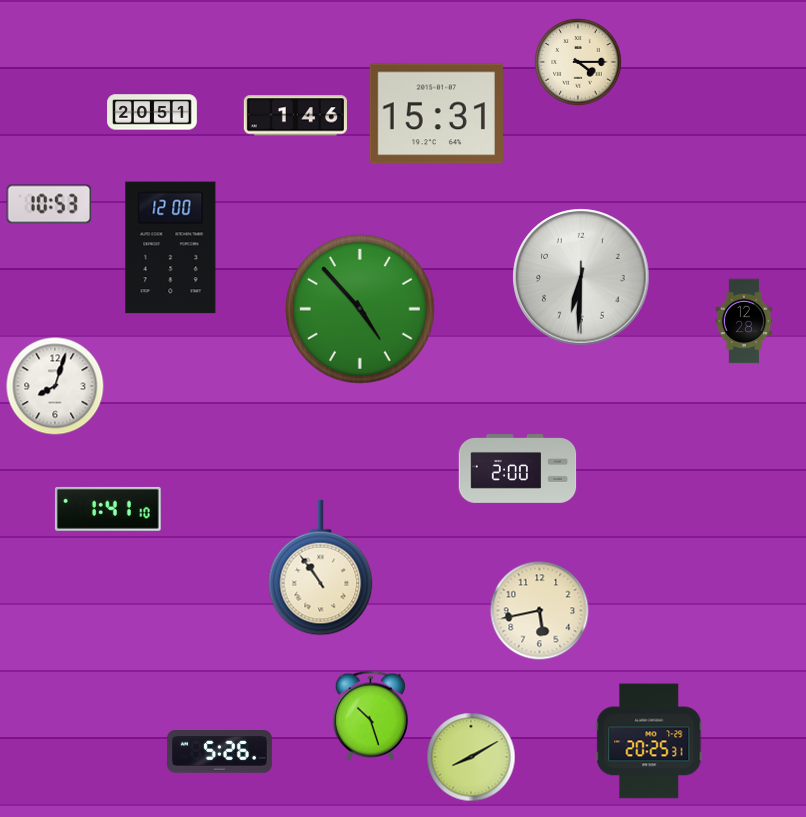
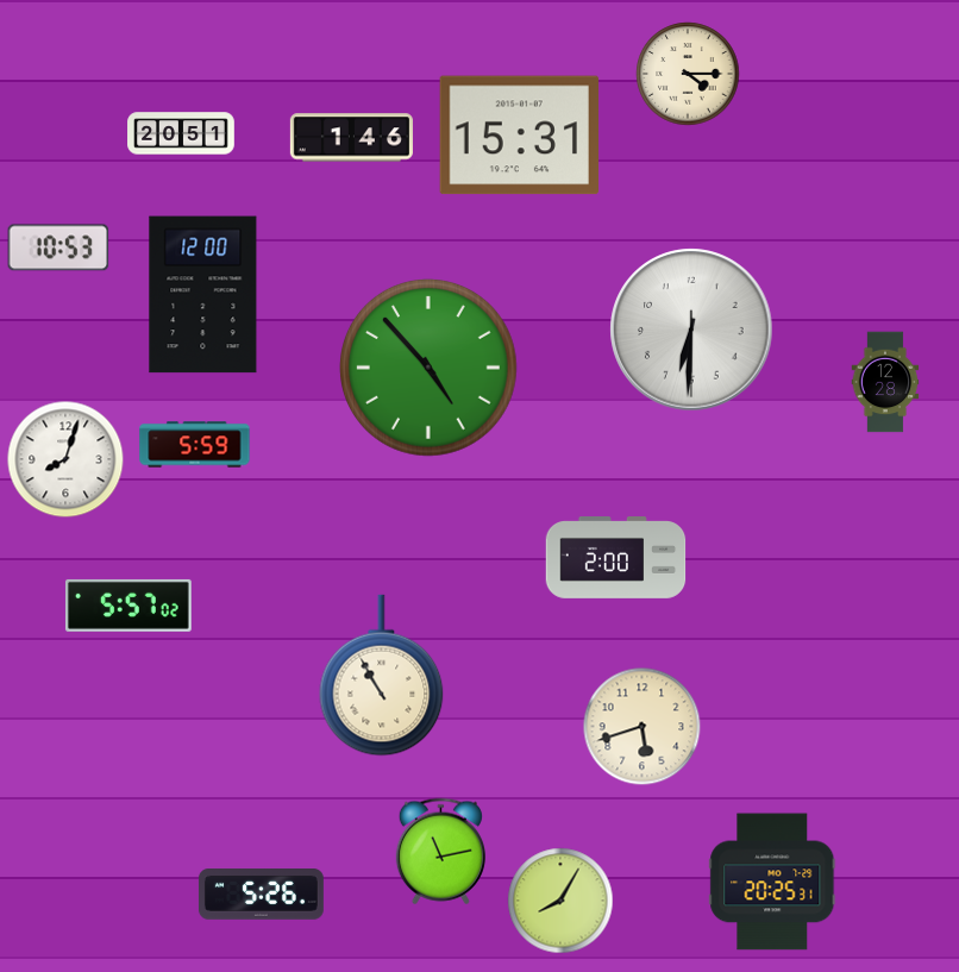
clock at (49, 204) position: (49, 204) -> (58, 247)
clock at (195, 445): none -> 5:59
clock at (108, 509): 1:41 -> 5:57
clock at (321, 568): 10:54 -> 10:55
clock at (540, 611): 5:43 -> 5:42
clock at (370, 716): 10:27 -> 11:13
clock at (471, 757): 8:10 -> 8:05
